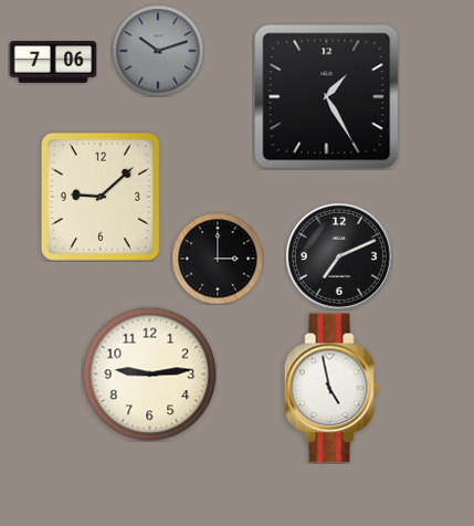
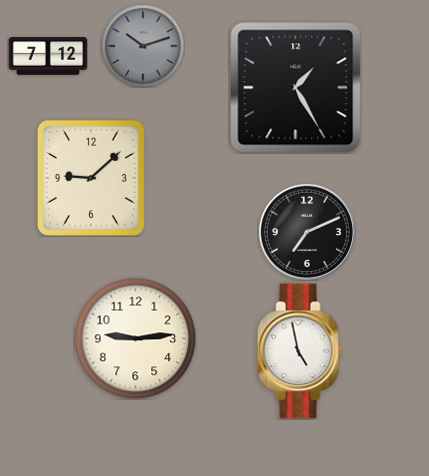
clock at (53, 62): 7:06 -> 7:12
clock at (218, 259): 3:00 -> none
